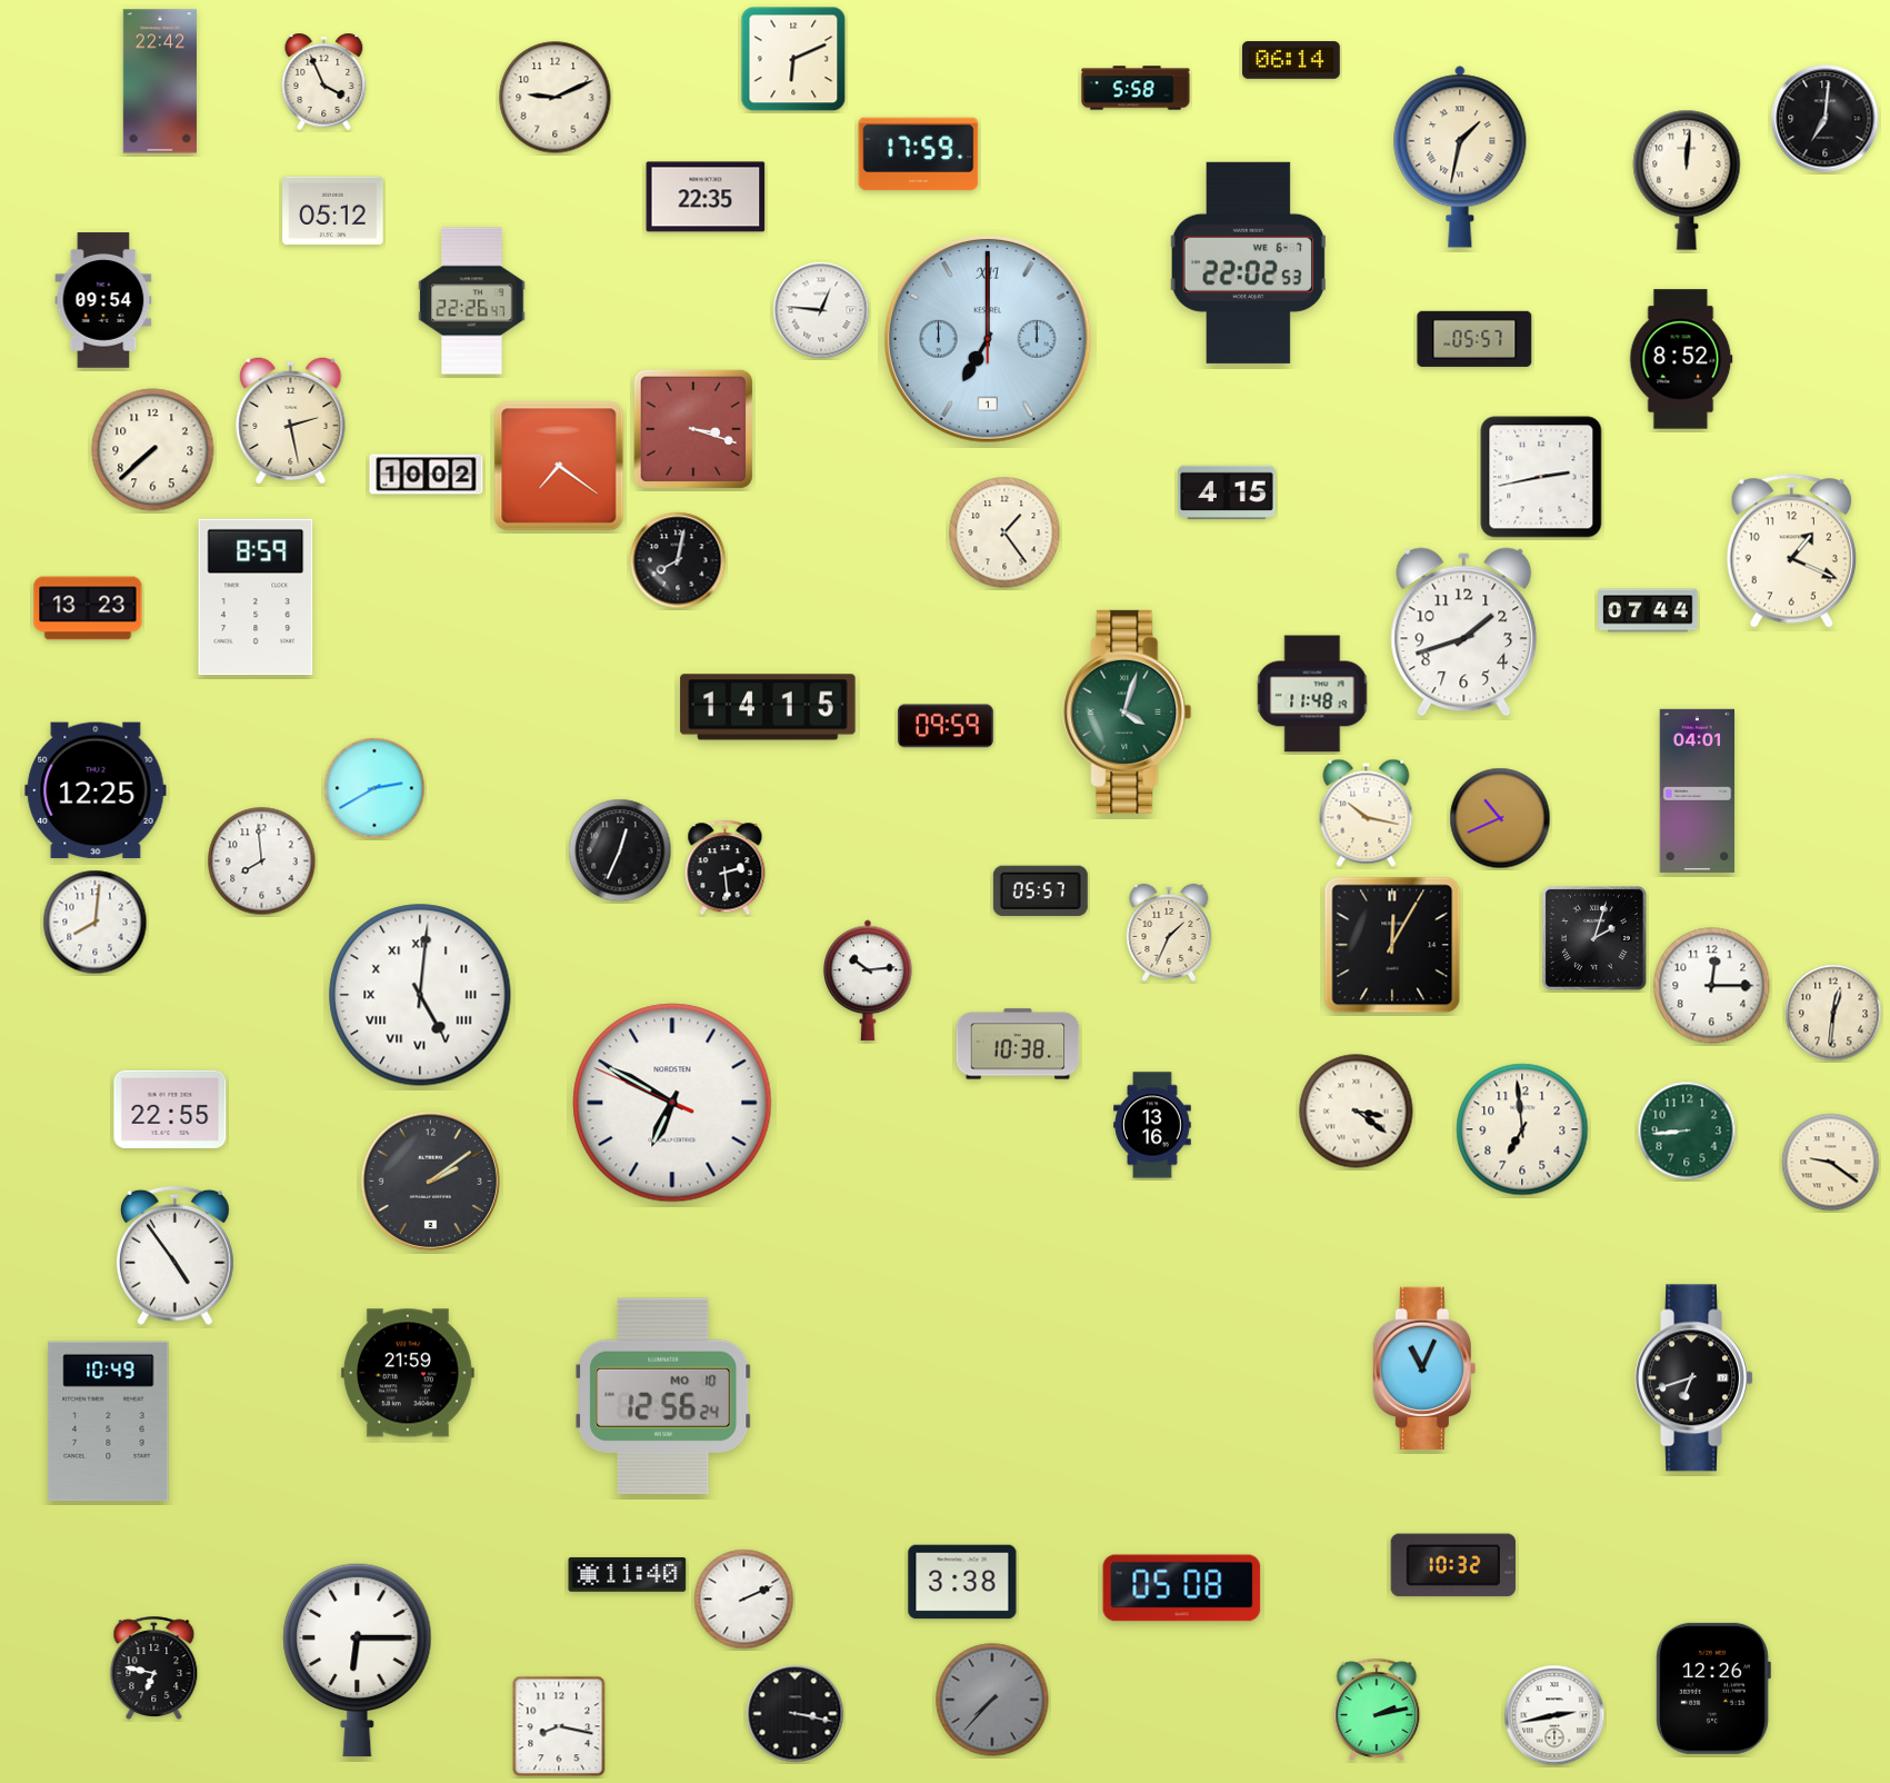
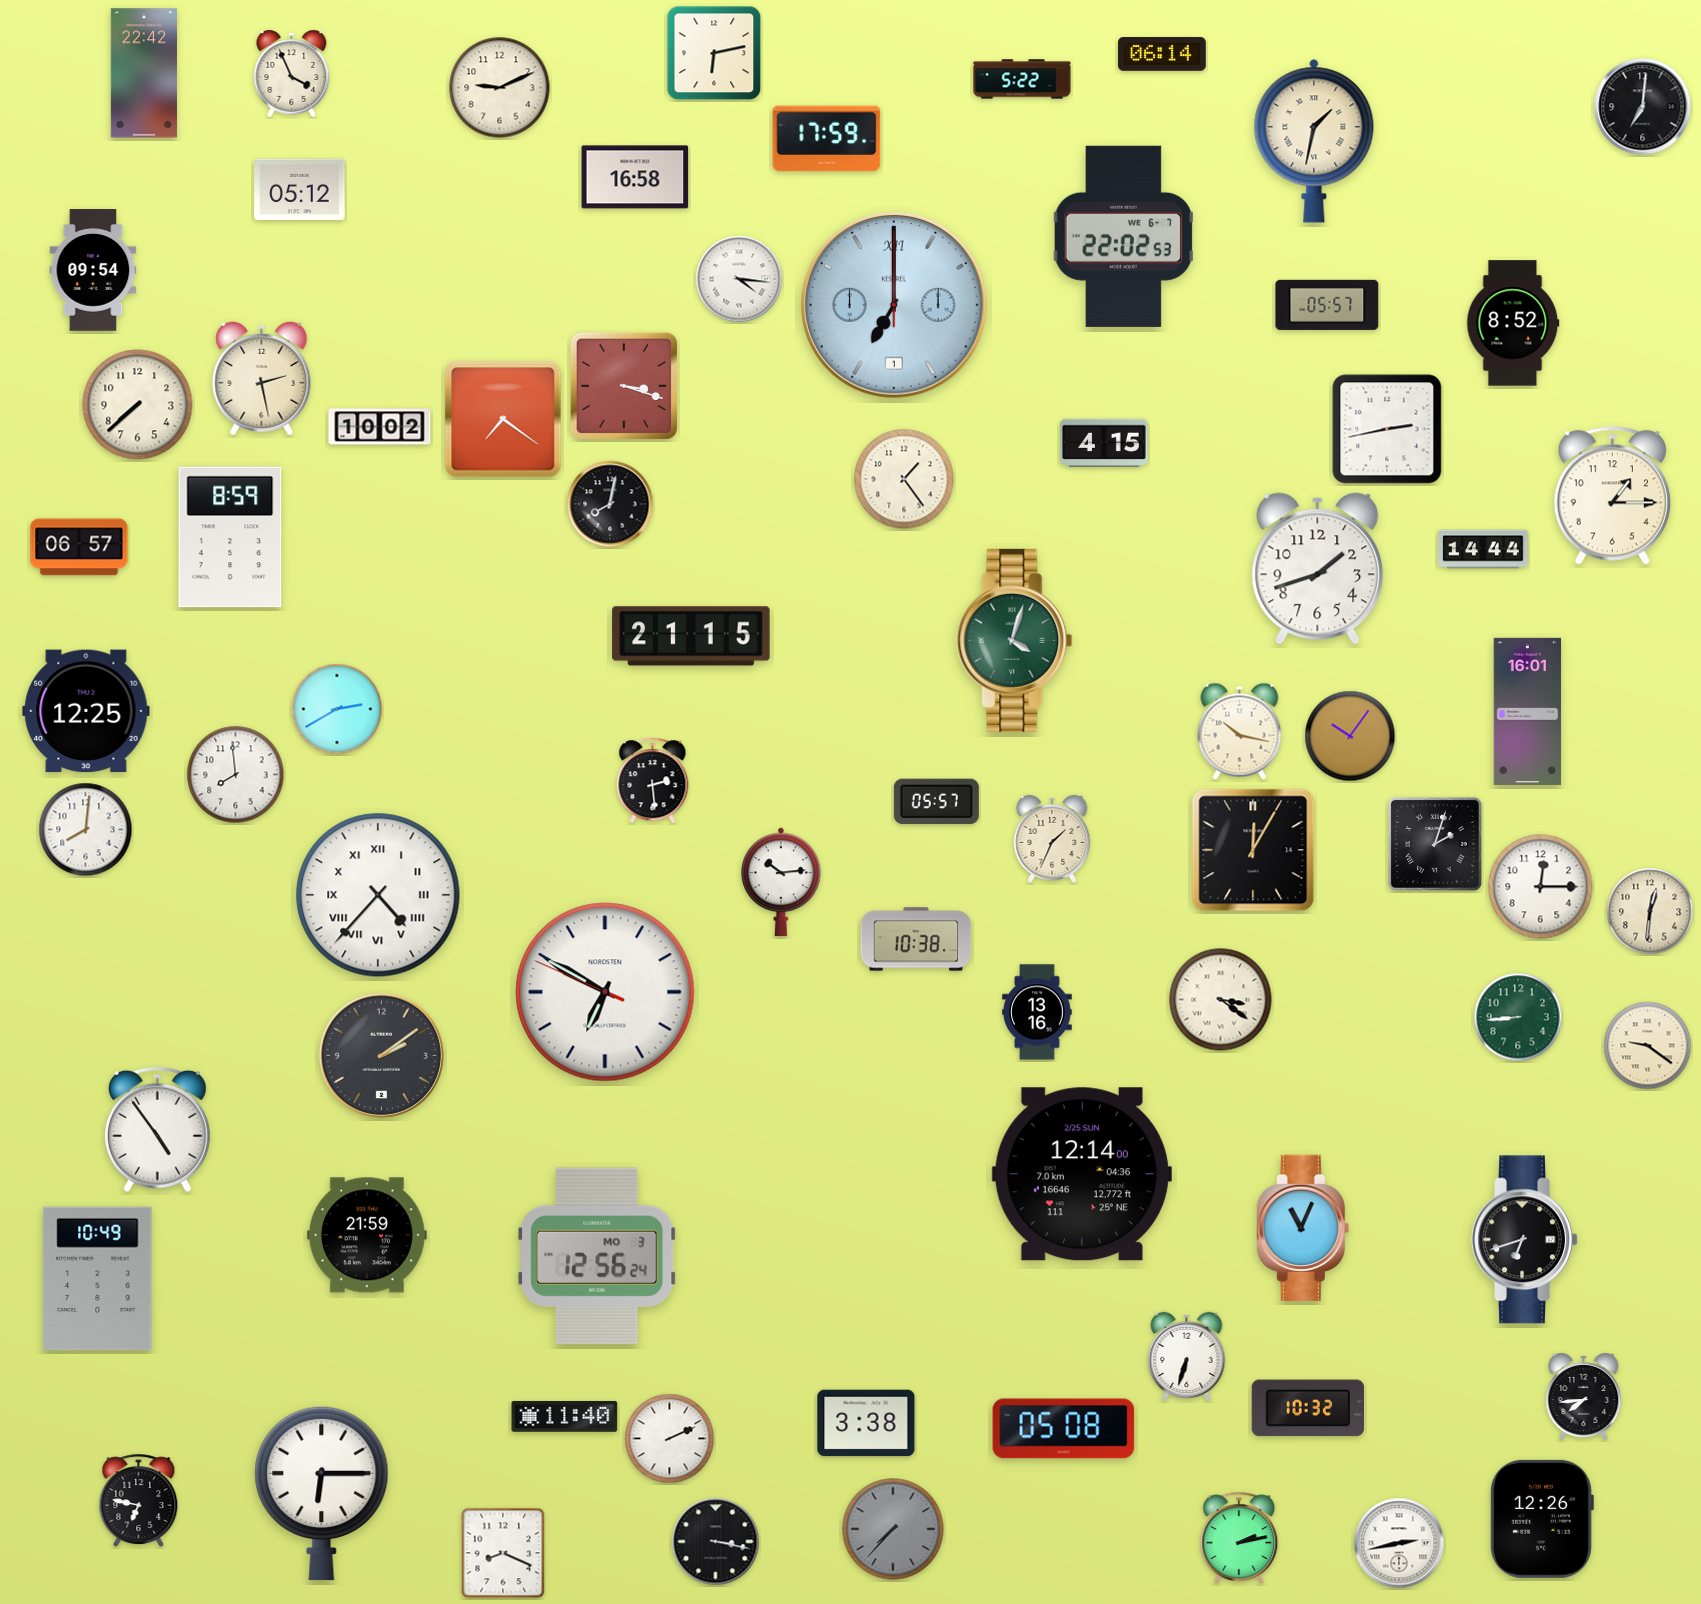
clock at (793, 59): 6:11 -> 6:13
clock at (1136, 88): 5:58 -> 5:22
clock at (1687, 180): 12:01 -> none
clock at (706, 197): 22:35 -> 16:58
clock at (472, 301): 22:26 -> none
clock at (821, 310): 12:46 -> 4:16
clock at (989, 340) position: (989, 340) -> (895, 306)
clock at (427, 475) position: (427, 475) -> (380, 427)
clock at (1791, 551): 1:19 -> 1:15
clock at (88, 608): 13:23 -> 06:57
clock at (1648, 610): 07:44 -> 14:44
clock at (1312, 694): 11:48 -> none
clock at (768, 707): 14:15 -> 21:15
clock at (946, 726): 09:59 -> none
clock at (1698, 790): 04:01 -> 16:01
clock at (1367, 813) position: (1367, 813) -> (1240, 731)
clock at (1500, 818): 10:41 -> 10:06
clock at (620, 850): 12:34 -> none
clock at (420, 995): 5:01 -> 4:37
clock at (170, 1109): 22:55 -> none
clock at (1522, 1129): 6:59 -> none
clock at (430, 1181) position: (430, 1181) -> (381, 1055)
clock at (1082, 1174): none -> 12:14
clock at (1424, 1368) position: (1424, 1368) -> (1303, 1228)
clock at (663, 1395) date: MO 10 -> MO 3
clock at (1187, 1356): none -> 6:33
clock at (1584, 1396): none -> 7:44
clock at (559, 1726): 8:17 -> 8:19
